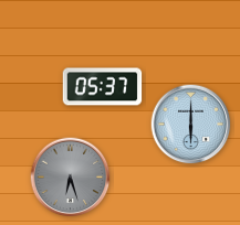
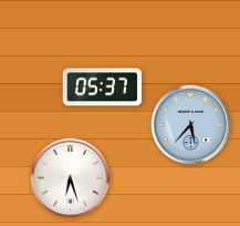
clock at (191, 125): 6:00 -> 5:37
clock at (71, 178) dial: grey -> white
